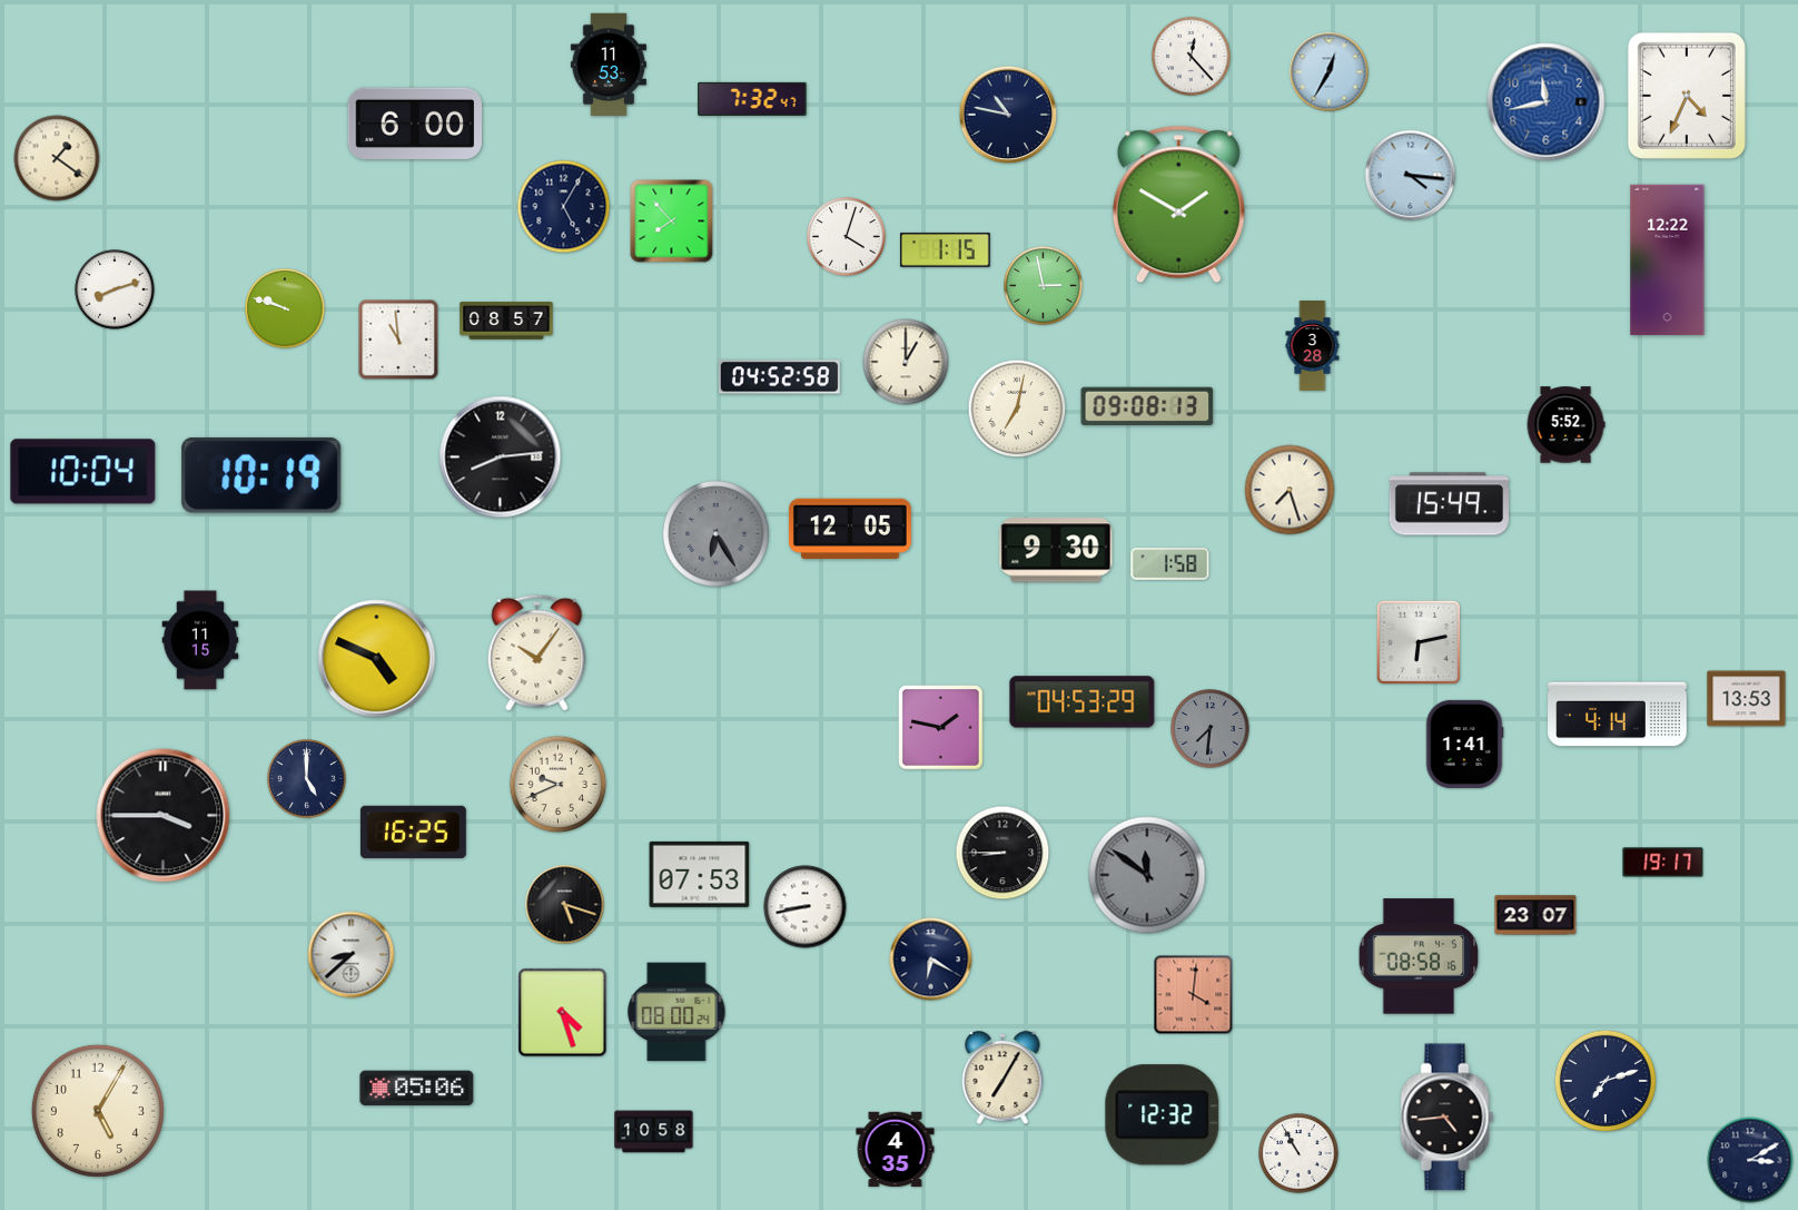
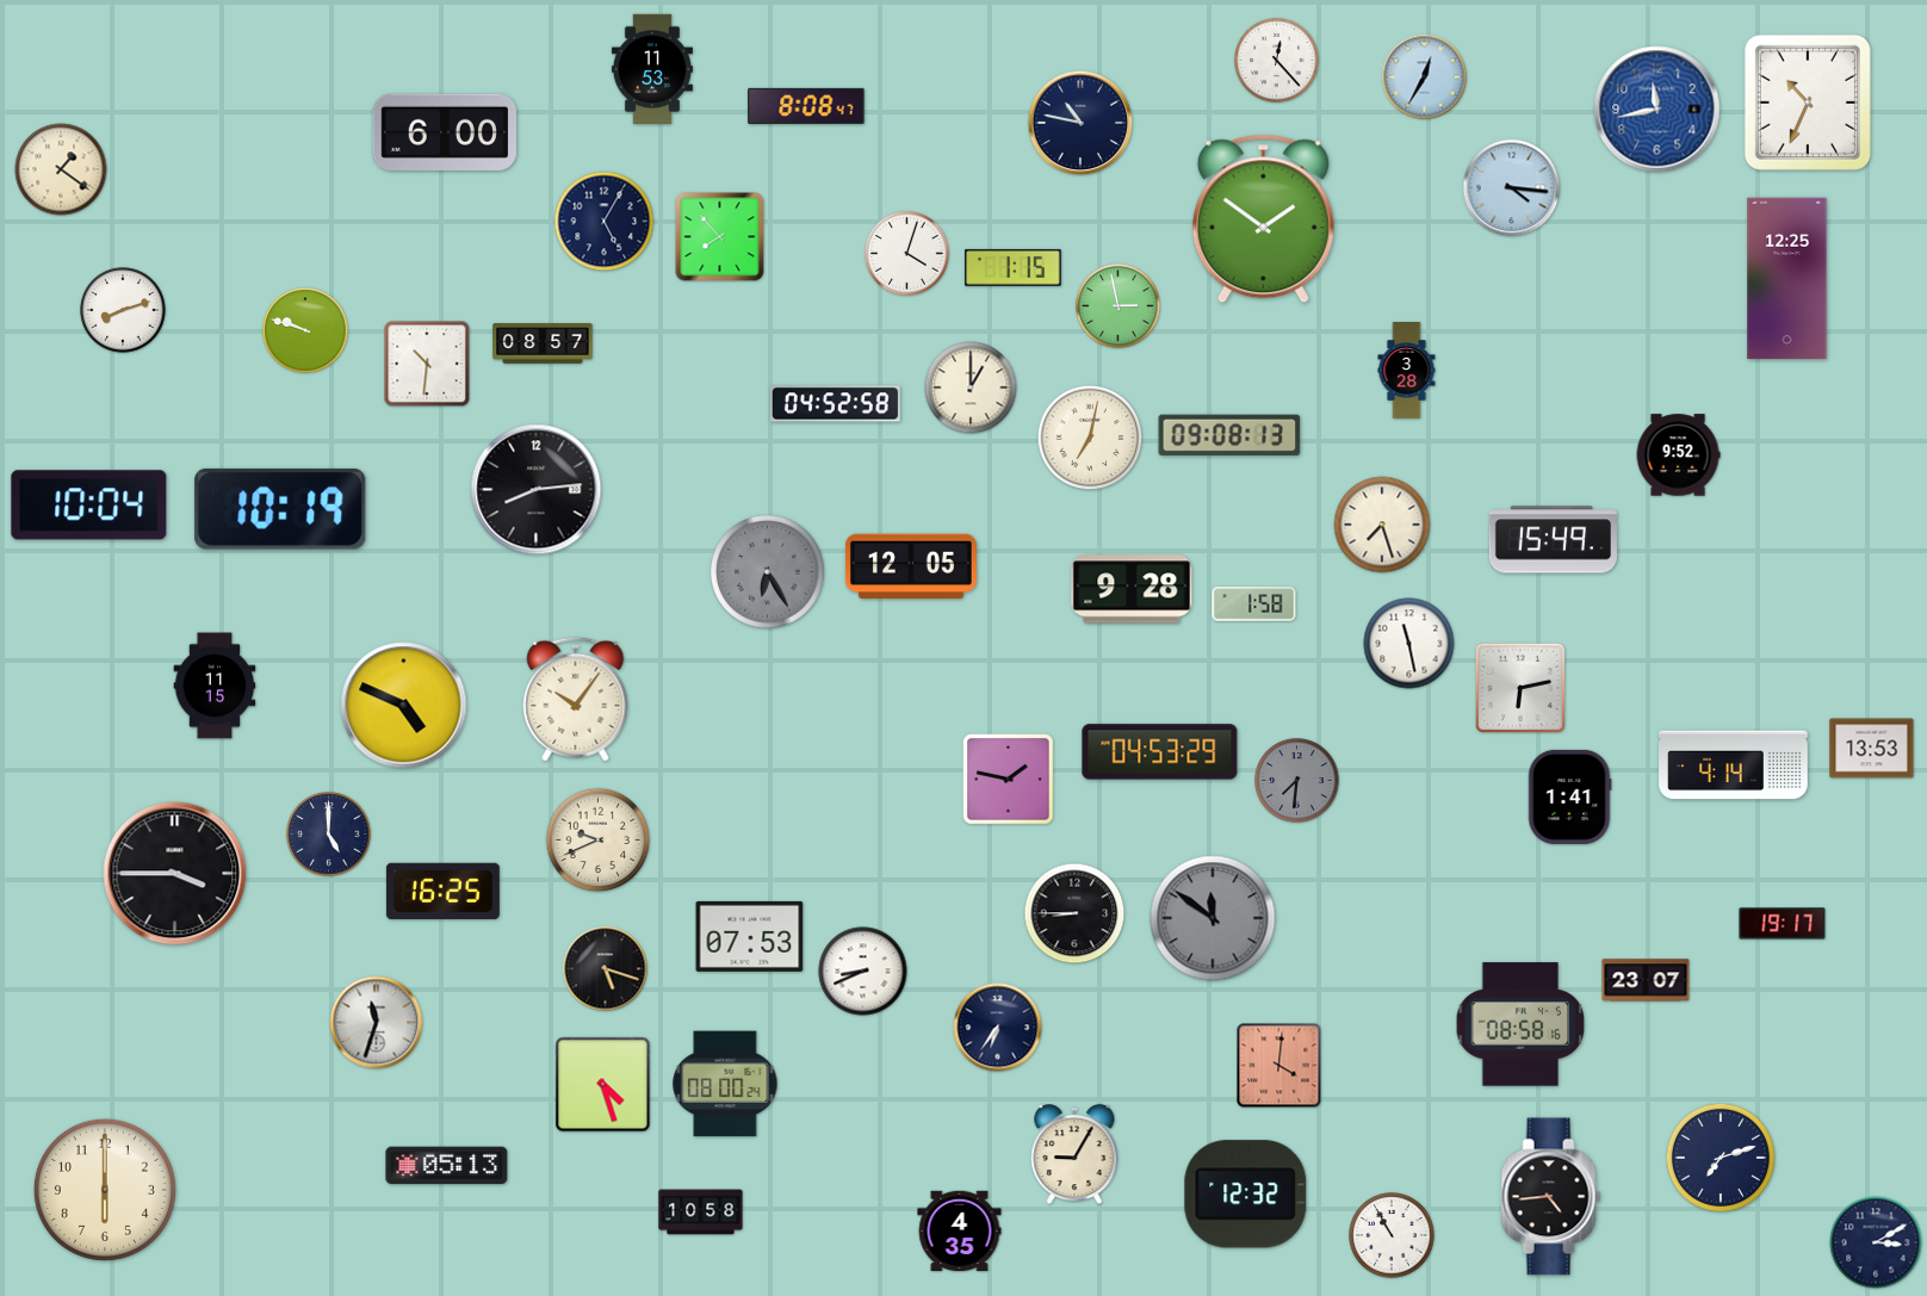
clock at (1687, 96): 4:34 -> 10:34
clock at (752, 99): 7:32 -> 8:08
clock at (1178, 205): 1:50 -> 1:51
clock at (1668, 260): 12:22 -> 12:25
clock at (398, 340): 10:59 -> 10:31
clock at (1565, 425): 5:52 -> 9:52
clock at (1056, 550): 9:30 -> 9:28
clock at (1409, 644): none -> 11:28
clock at (1147, 875) position: (1147, 875) -> (1213, 918)
clock at (806, 907): 8:43 -> 8:41
clock at (352, 955): 8:38 -> 11:33
clock at (931, 960): 6:20 -> 6:36
clock at (1002, 1079): 7:05 -> 9:05
clock at (417, 1089): 05:06 -> 05:13
clock at (98, 1111): 5:05 -> 6:00
